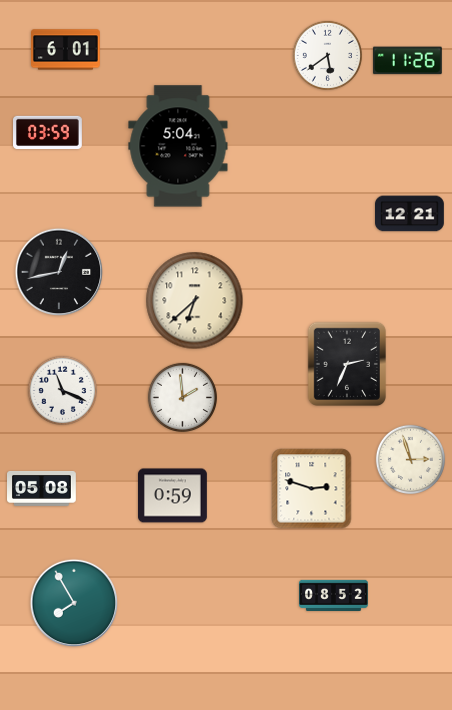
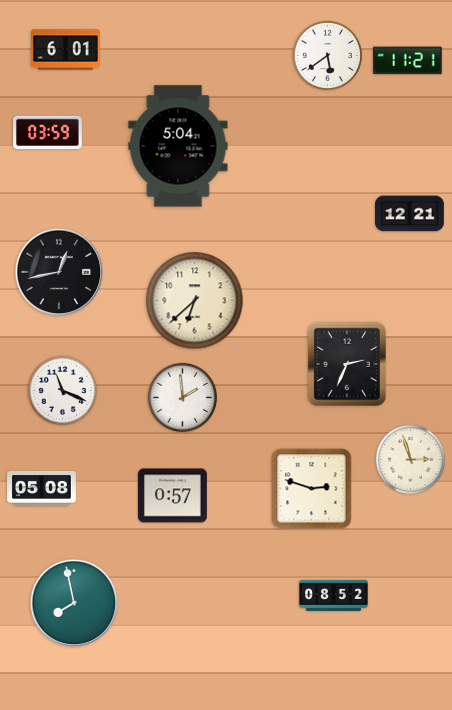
clock at (407, 61): 11:26 -> 11:21
clock at (173, 496): 0:59 -> 0:57
clock at (74, 603): 7:55 -> 7:58
